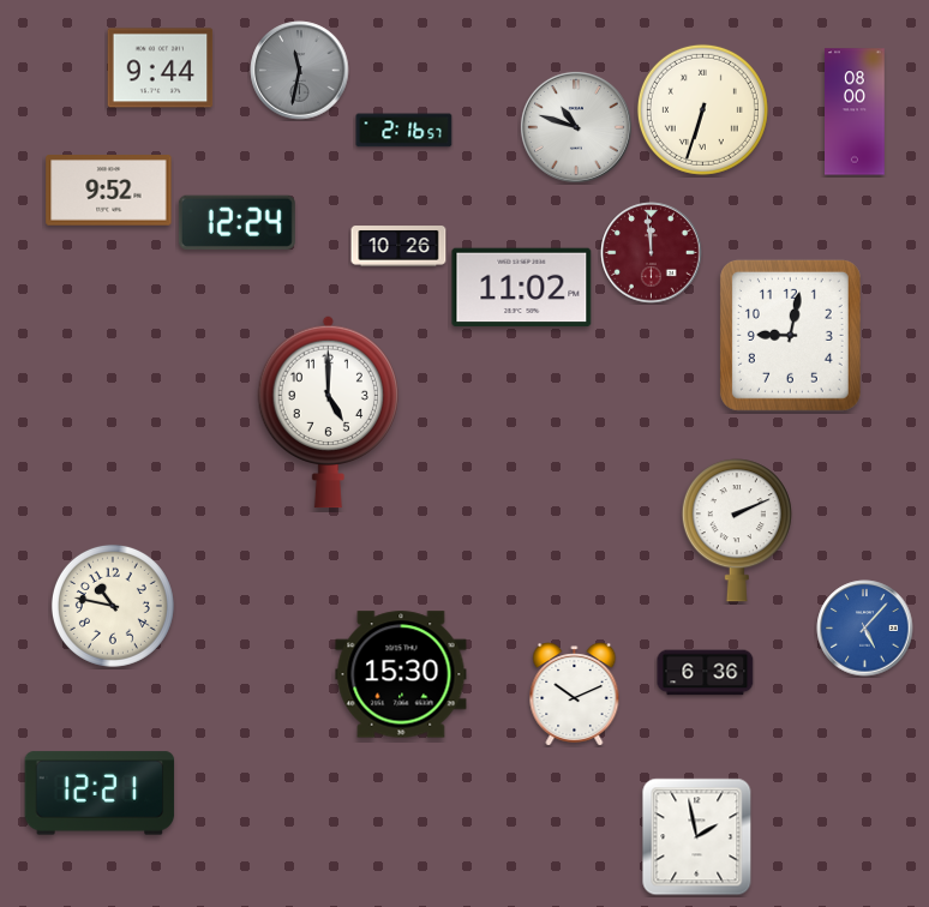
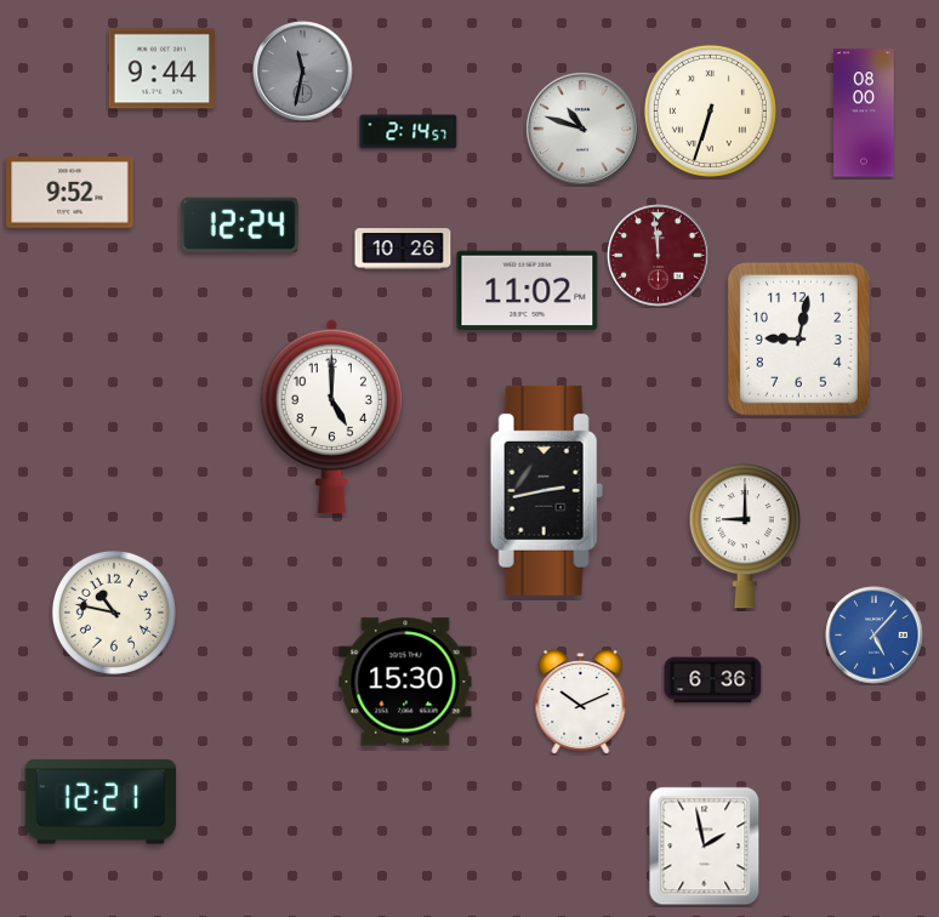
clock at (404, 131): 2:16 -> 2:14
clock at (109, 191) position: (109, 191) -> (70, 193)
clock at (546, 490): none -> 2:43
clock at (737, 530): 2:11 -> 9:00
